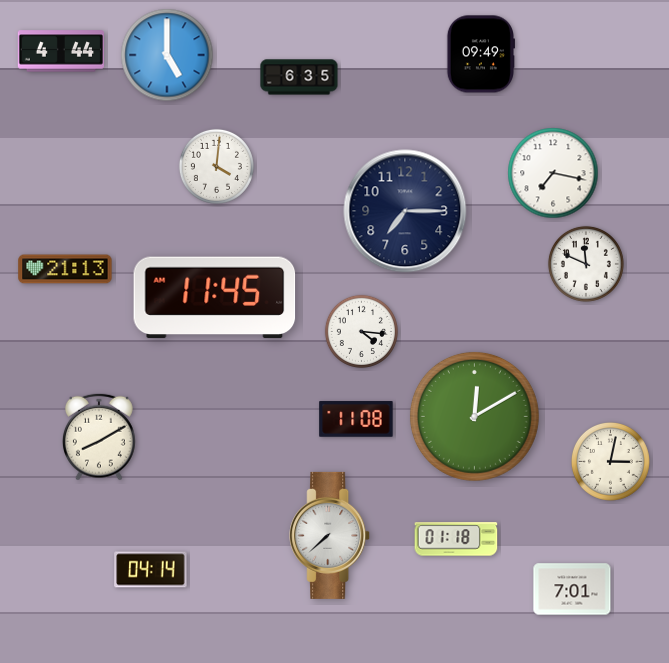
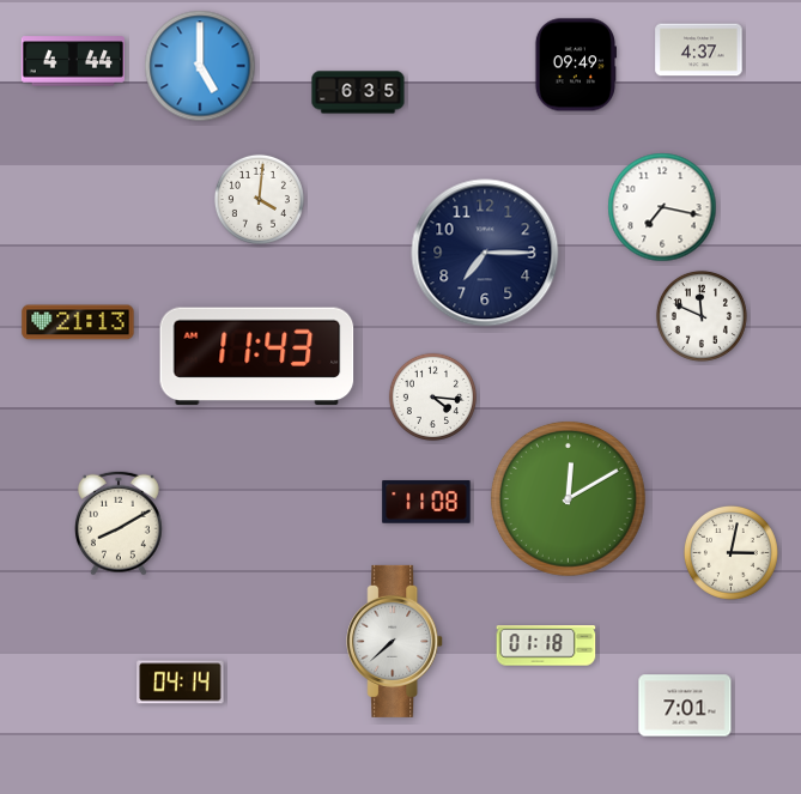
clock at (699, 50): none -> 4:37
clock at (215, 298): 11:45 -> 11:43
